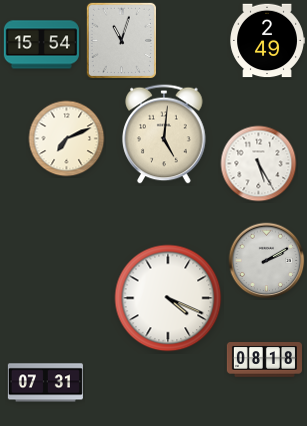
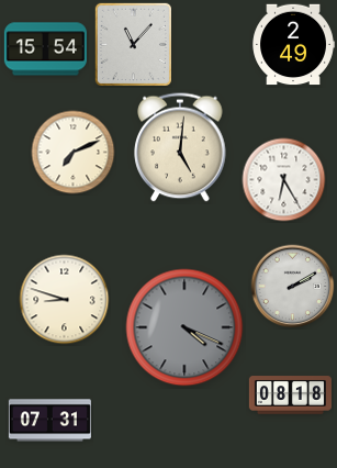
clock at (121, 40): 11:03 -> 11:07
clock at (259, 164): 5:25 -> 6:25
clock at (65, 300): none -> 8:48
clock at (168, 298) dial: white -> grey
